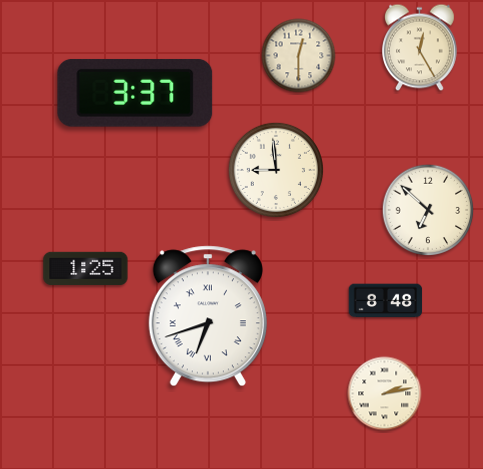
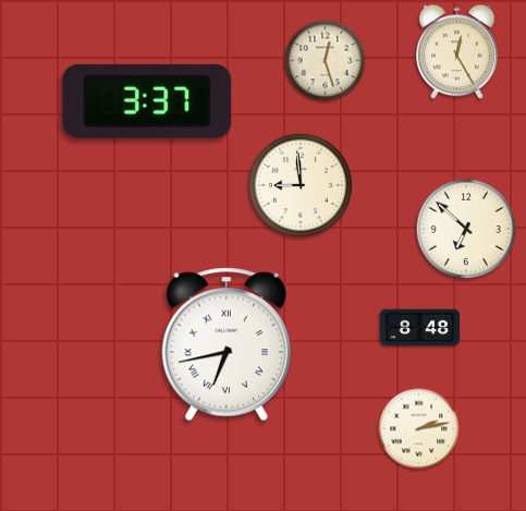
clock at (299, 56): 12:30 -> 12:27
clock at (86, 268): 1:25 -> none
clock at (208, 316): 6:42 -> 6:43
